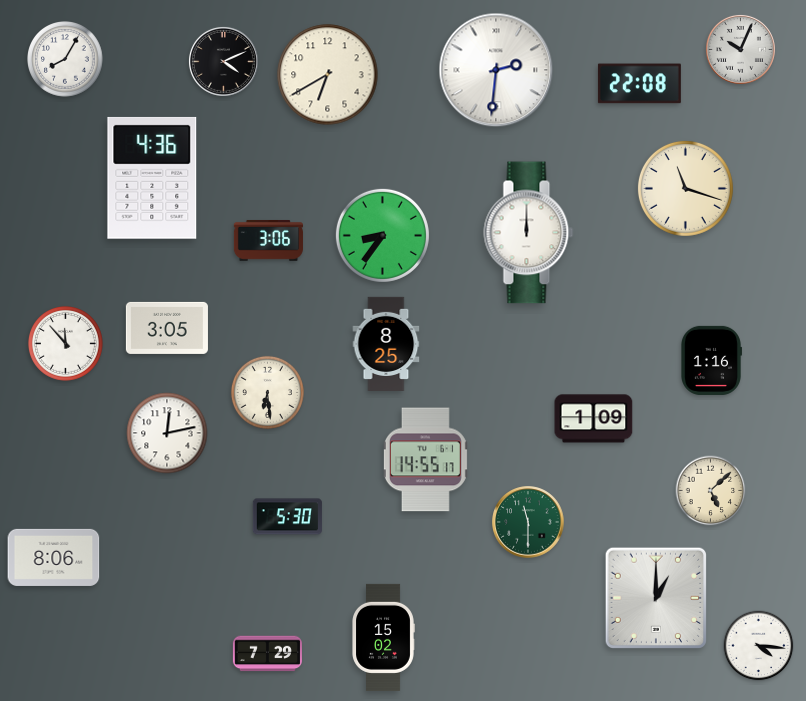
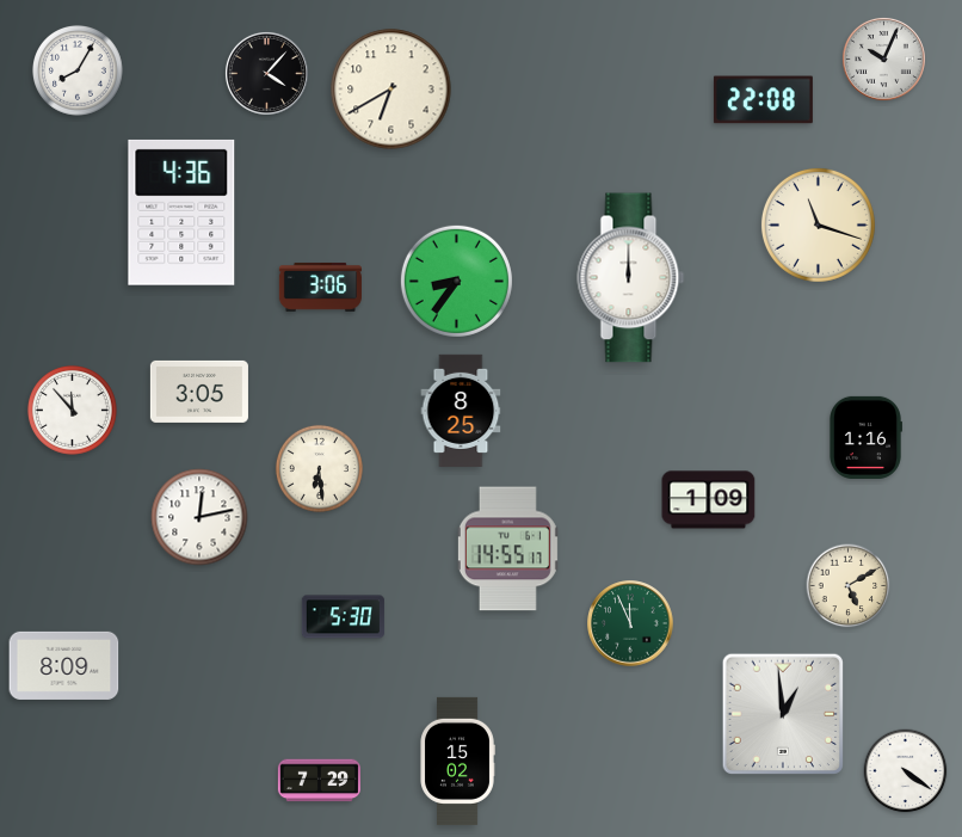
clock at (223, 61): 4:11 -> 4:07
clock at (496, 70): 2:31 -> none
clock at (65, 343) position: (65, 343) -> (72, 410)
clock at (712, 360) position: (712, 360) -> (867, 437)
clock at (711, 491): 5:08 -> 5:10
clock at (528, 522): 11:30 -> 11:56
clock at (54, 557): 8:06 -> 8:09
clock at (655, 597): 1:00 -> 12:59
clock at (759, 646): 4:16 -> 4:21
